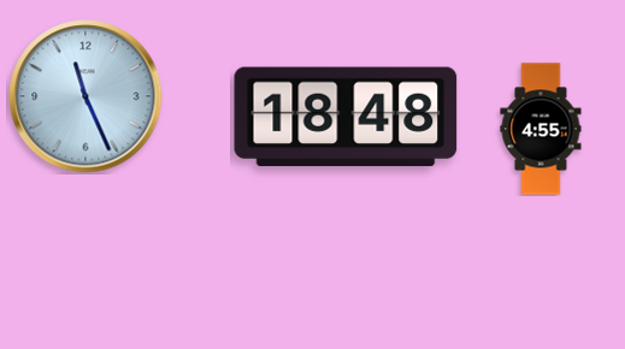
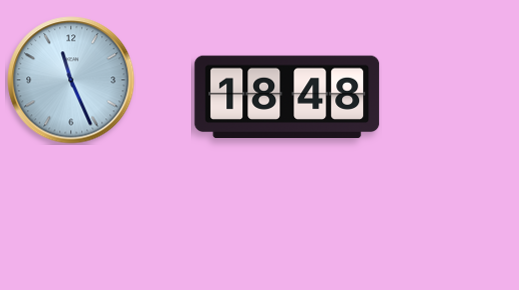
clock at (541, 129): 4:55 -> none
